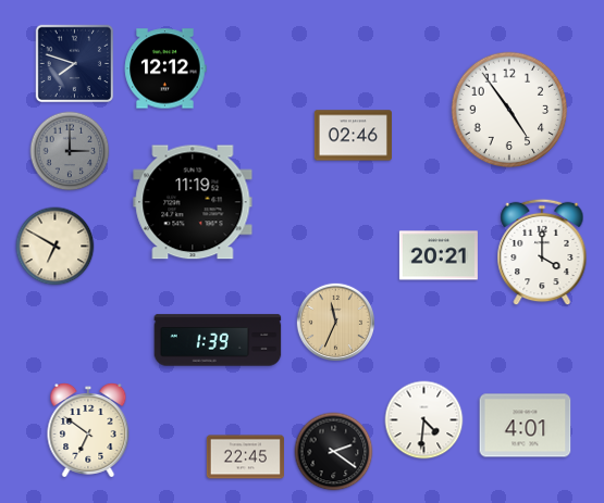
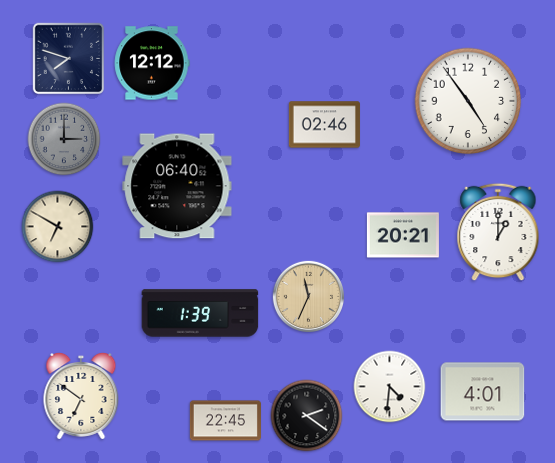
clock at (193, 202): 11:19 -> 06:40
clock at (56, 247) position: (56, 247) -> (58, 227)
clock at (542, 252): 4:00 -> 1:00
